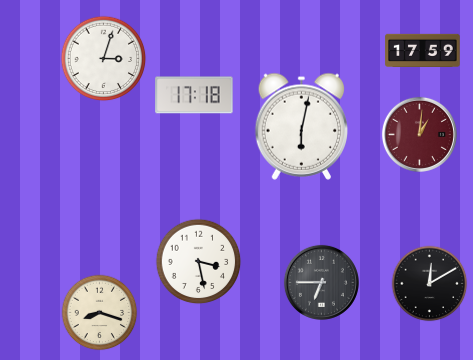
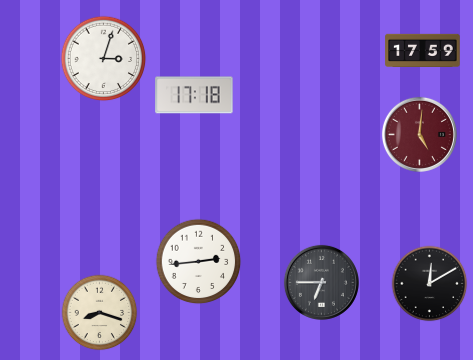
clock at (301, 126): 6:02 -> none
clock at (419, 134): 1:01 -> 5:01
clock at (199, 262): 3:28 -> 2:44
